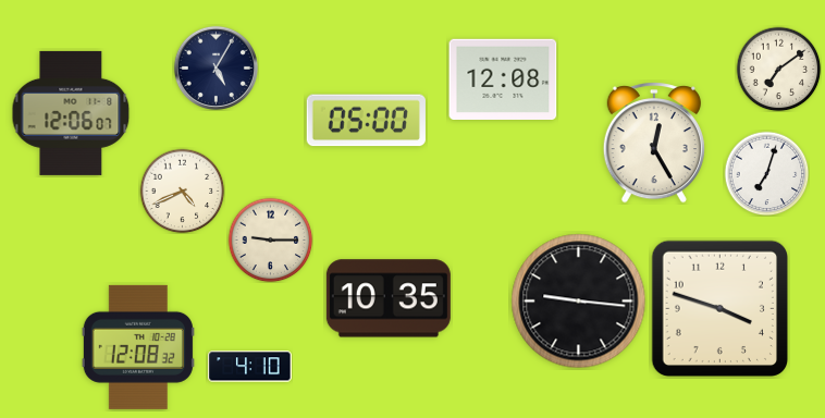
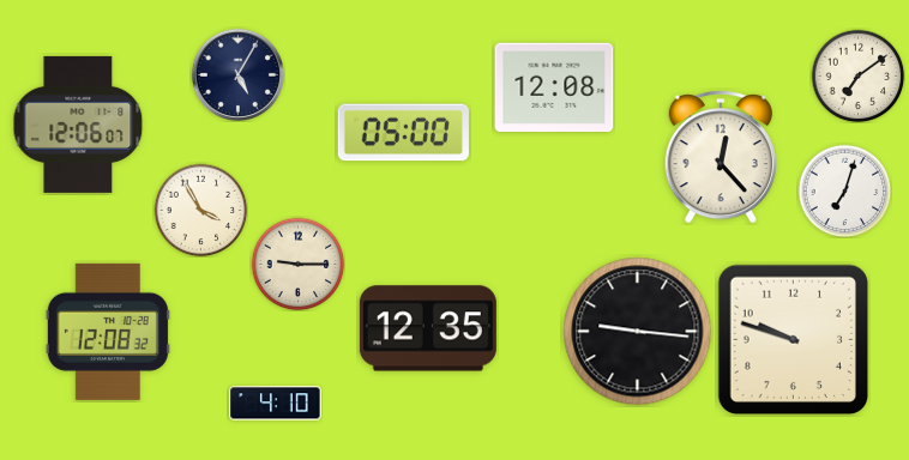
clock at (654, 143): 12:25 -> 12:23
clock at (182, 190): 4:41 -> 3:55
clock at (389, 298): 10:35 -> 12:35
clock at (721, 309): 3:48 -> 9:48
clock at (138, 347) position: (138, 347) -> (108, 332)
